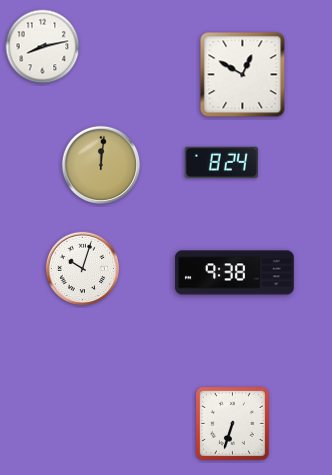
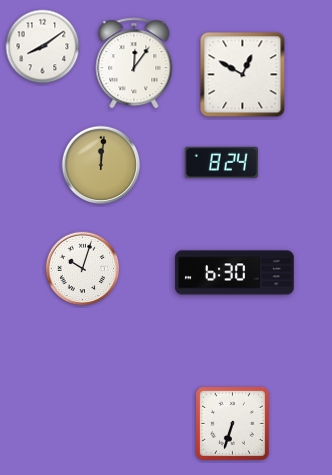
clock at (43, 47): 8:13 -> 8:09
clock at (134, 63): none -> 12:06
clock at (235, 273): 9:38 -> 6:30
